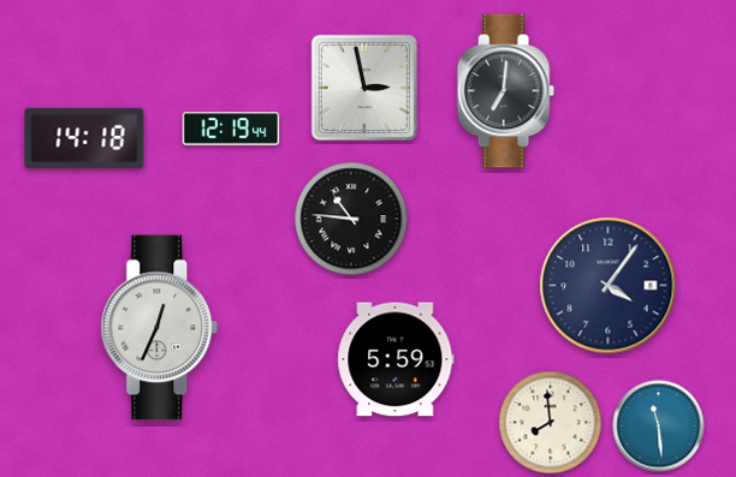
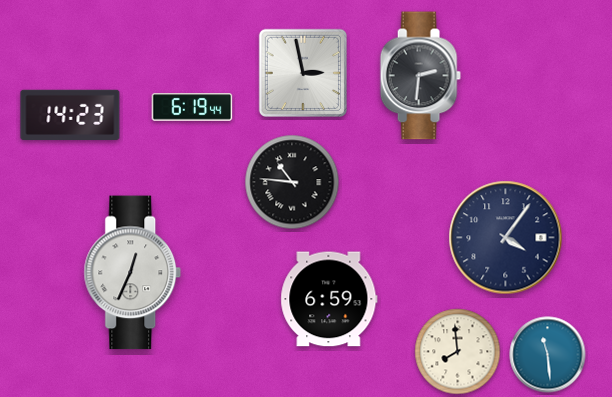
clock at (505, 91): 7:01 -> 2:31
clock at (231, 129): 12:19 -> 6:19
clock at (84, 137): 14:18 -> 14:23
clock at (396, 359): 5:59 -> 6:59
